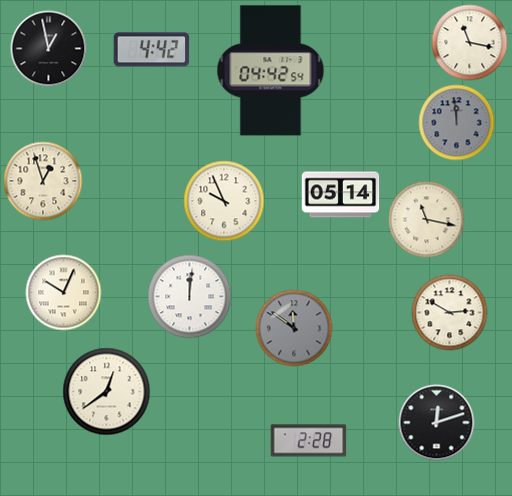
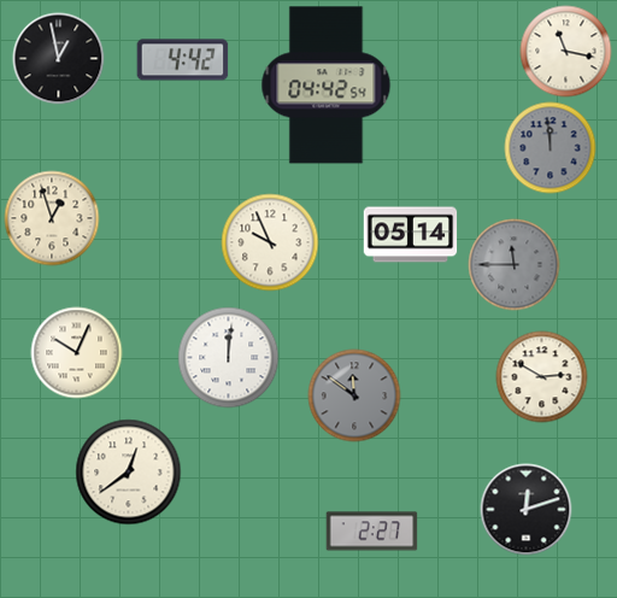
clock at (427, 220): 11:17 -> 11:45
clock at (427, 220) dial: cream -> grey
clock at (309, 441): 2:28 -> 2:27
